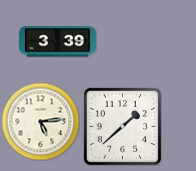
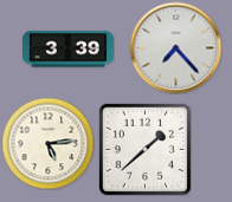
clock at (175, 47): none -> 7:23
